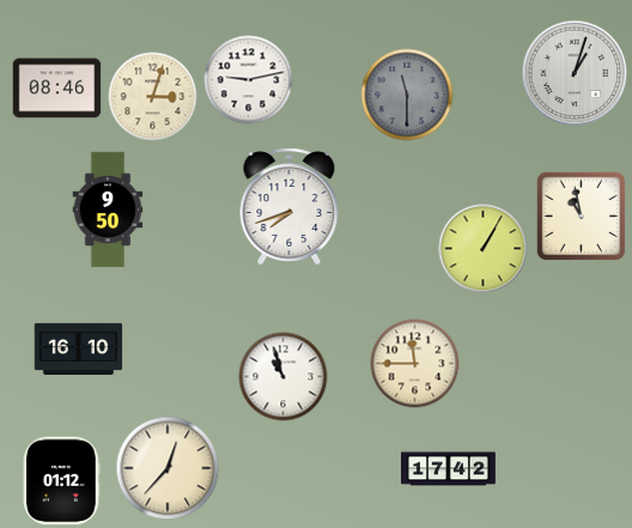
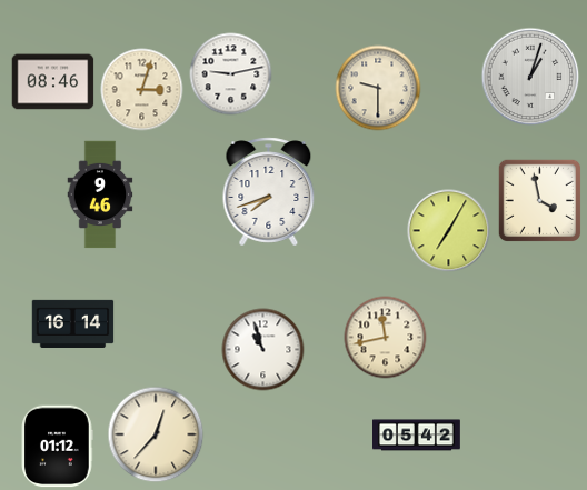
clock at (575, 73) position: (575, 73) -> (530, 77)
clock at (407, 95): 11:30 -> 9:30
clock at (407, 95) dial: grey -> cream
clock at (108, 210): 9:50 -> 9:46
clock at (581, 216): 10:58 -> 3:58
clock at (484, 249): 1:05 -> 7:05
clock at (79, 348): 16:10 -> 16:14
clock at (415, 364): 11:45 -> 11:43
clock at (449, 469): 17:42 -> 05:42
